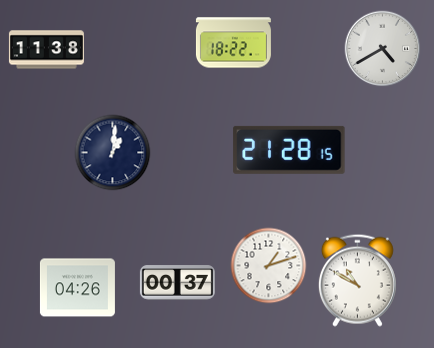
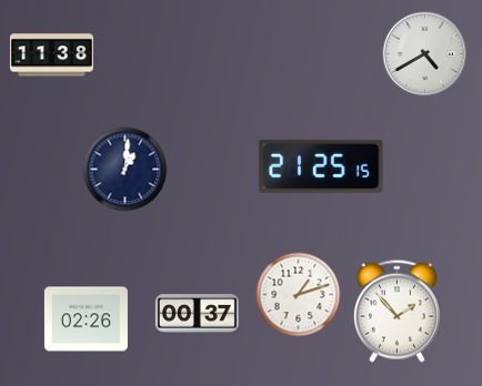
clock at (233, 43): 18:22 -> none
clock at (289, 150): 21:28 -> 21:25
clock at (357, 280): 10:50 -> 1:53
clock at (77, 288): 04:26 -> 02:26
